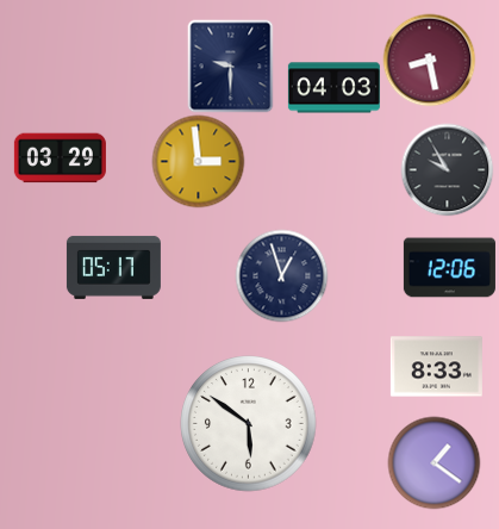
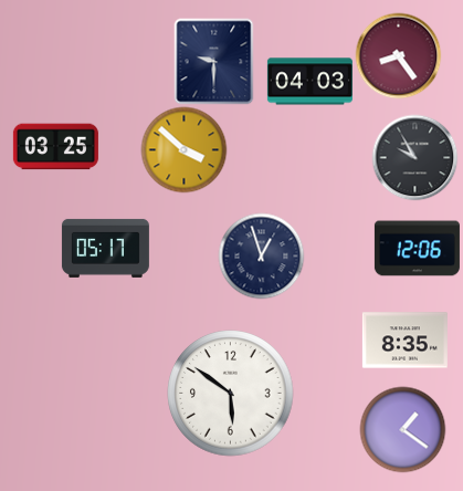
clock at (429, 60): 8:28 -> 8:24
clock at (60, 158): 03:29 -> 03:25
clock at (198, 161): 2:59 -> 3:52
clock at (436, 367): 8:33 -> 8:35
